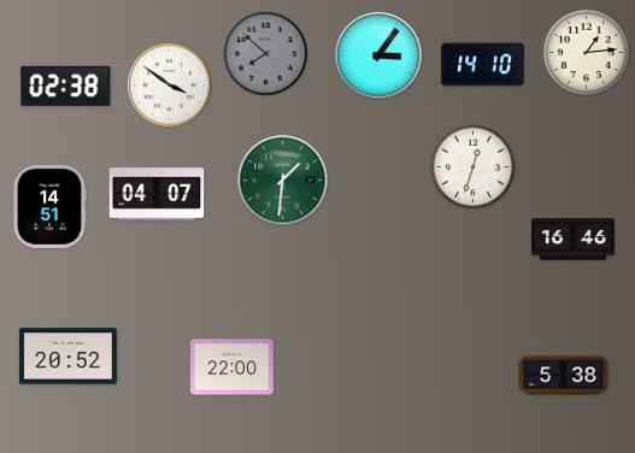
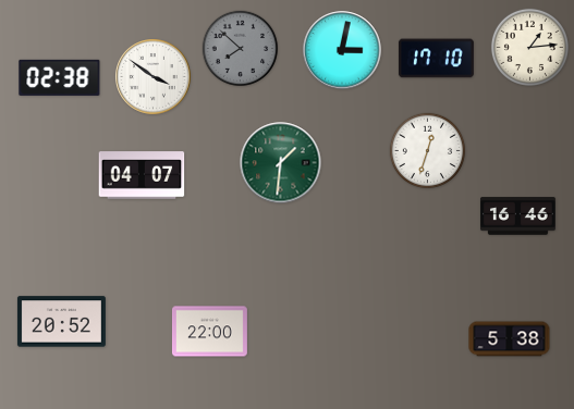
clock at (378, 55): 3:06 -> 3:02
clock at (482, 65): 14:10 -> 17:10
clock at (283, 181) position: (283, 181) -> (281, 163)
clock at (49, 206): 14:51 -> none
